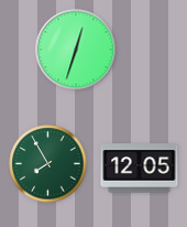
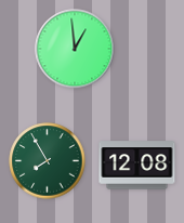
clock at (76, 50): 12:33 -> 12:59
clock at (140, 169): 12:05 -> 12:08
